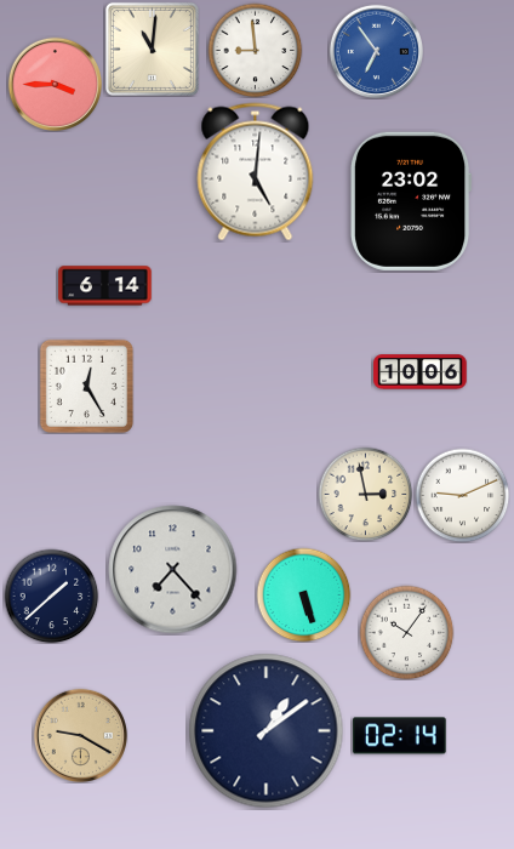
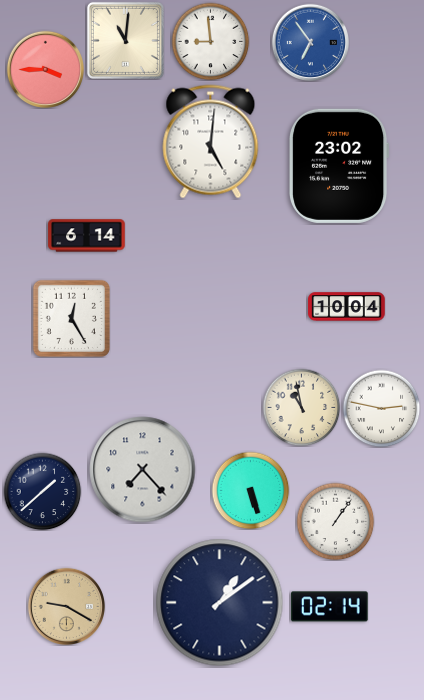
clock at (421, 372): 10:06 -> 10:04
clock at (365, 494): 2:58 -> 10:58
clock at (462, 495): 9:11 -> 2:47
clock at (406, 632): 10:06 -> 1:06
